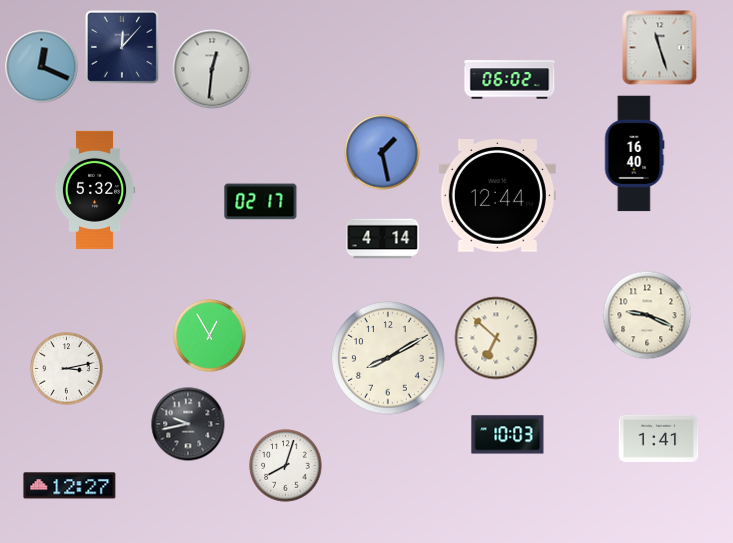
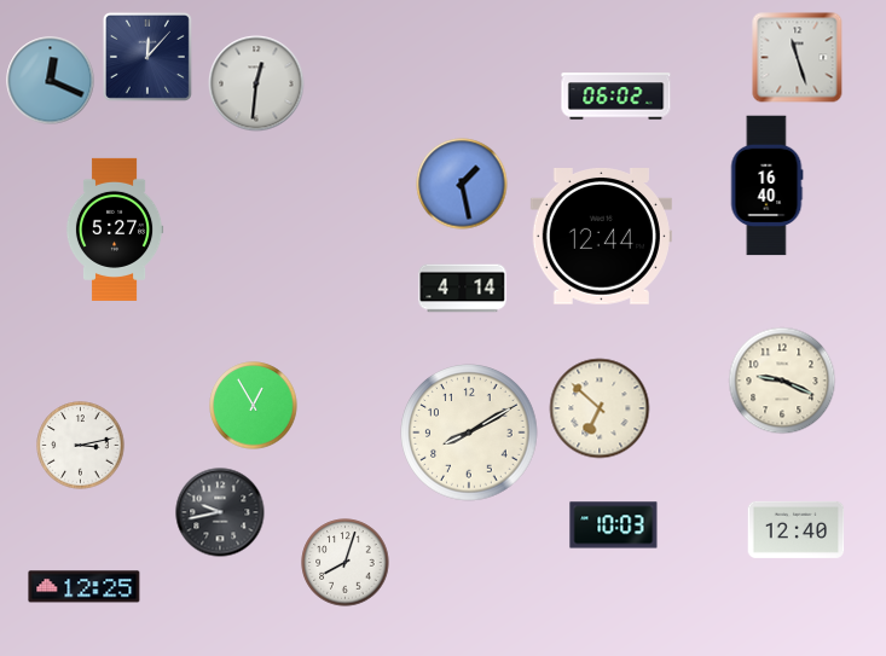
clock at (95, 190): 5:32 -> 5:27
clock at (261, 202): 02:17 -> none
clock at (188, 424) position: (188, 424) -> (220, 512)
clock at (659, 438): 1:41 -> 12:40
clock at (70, 486): 12:27 -> 12:25
